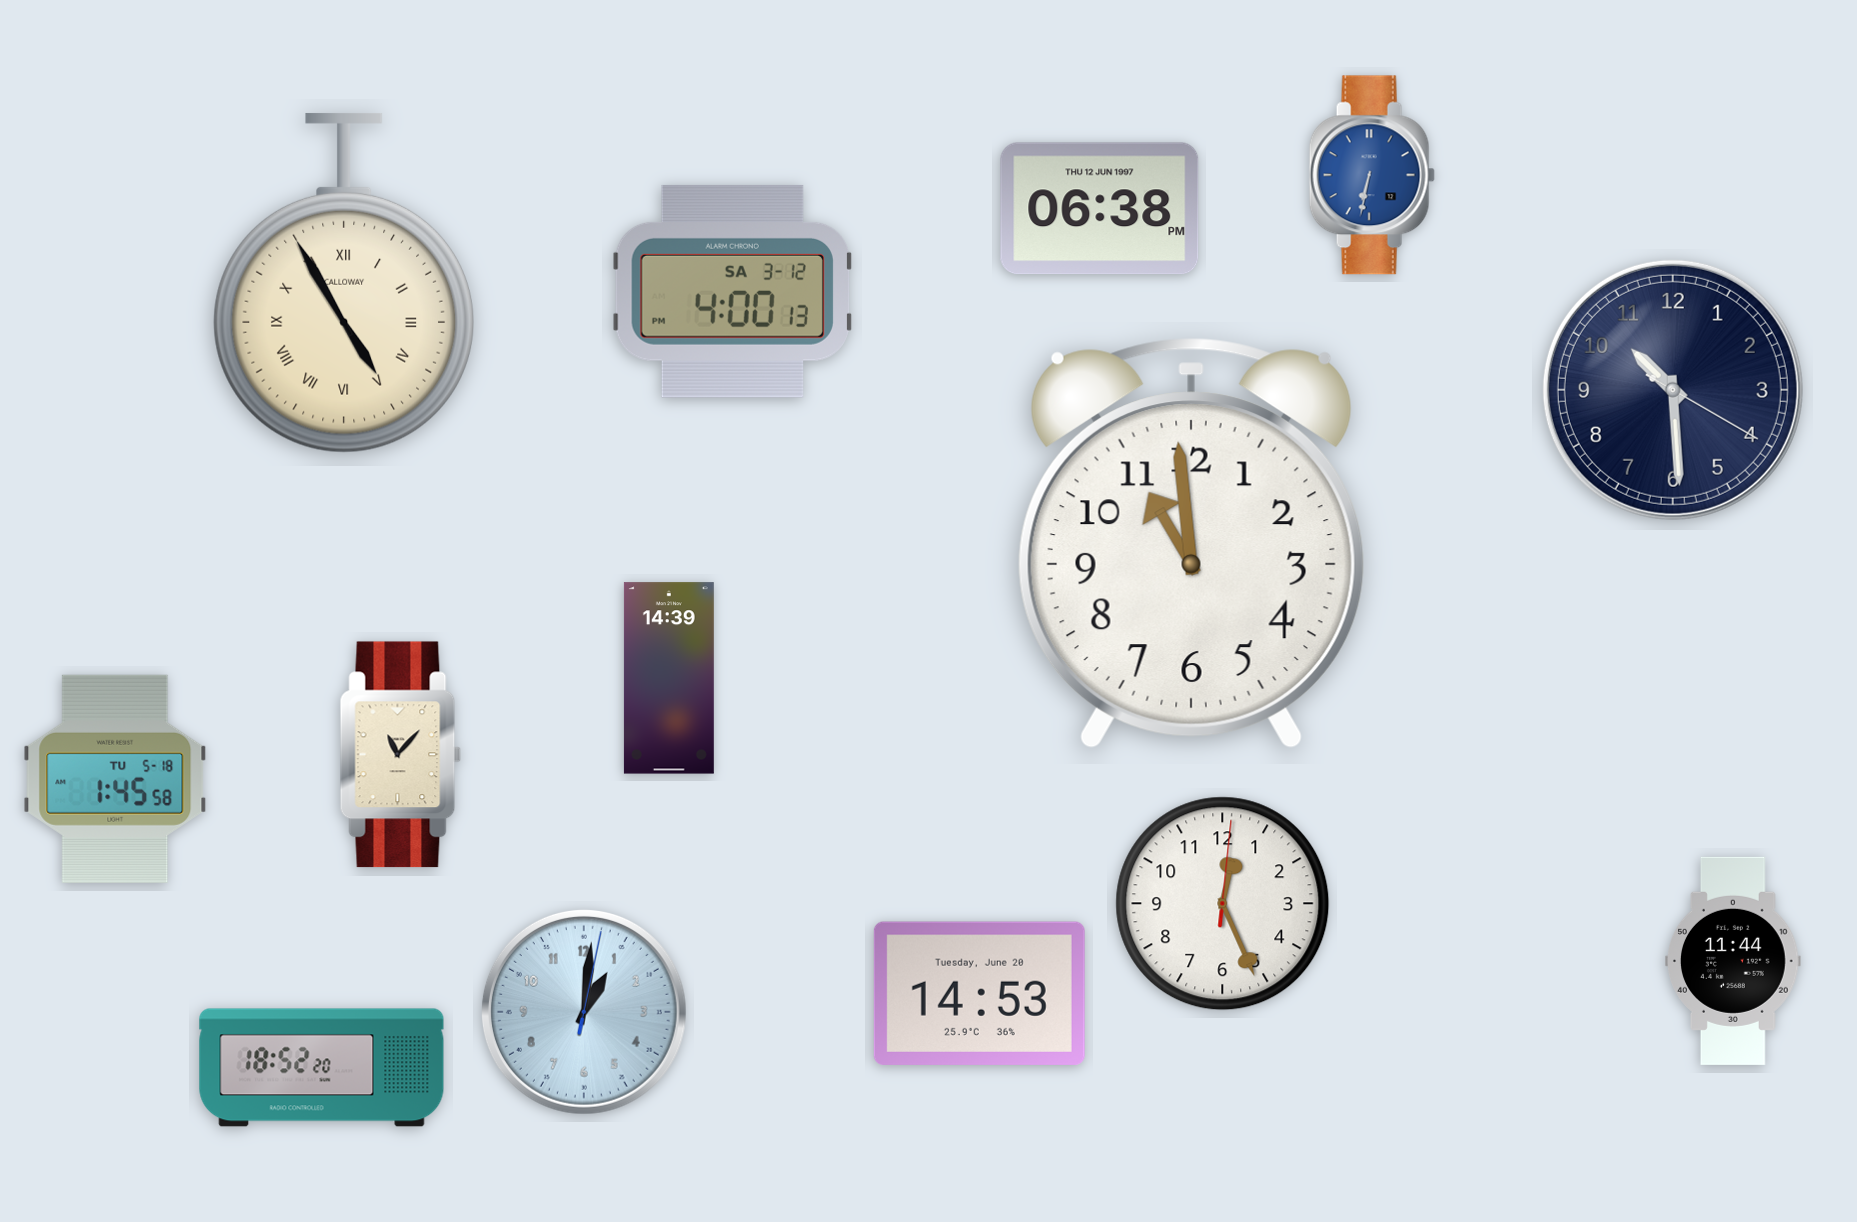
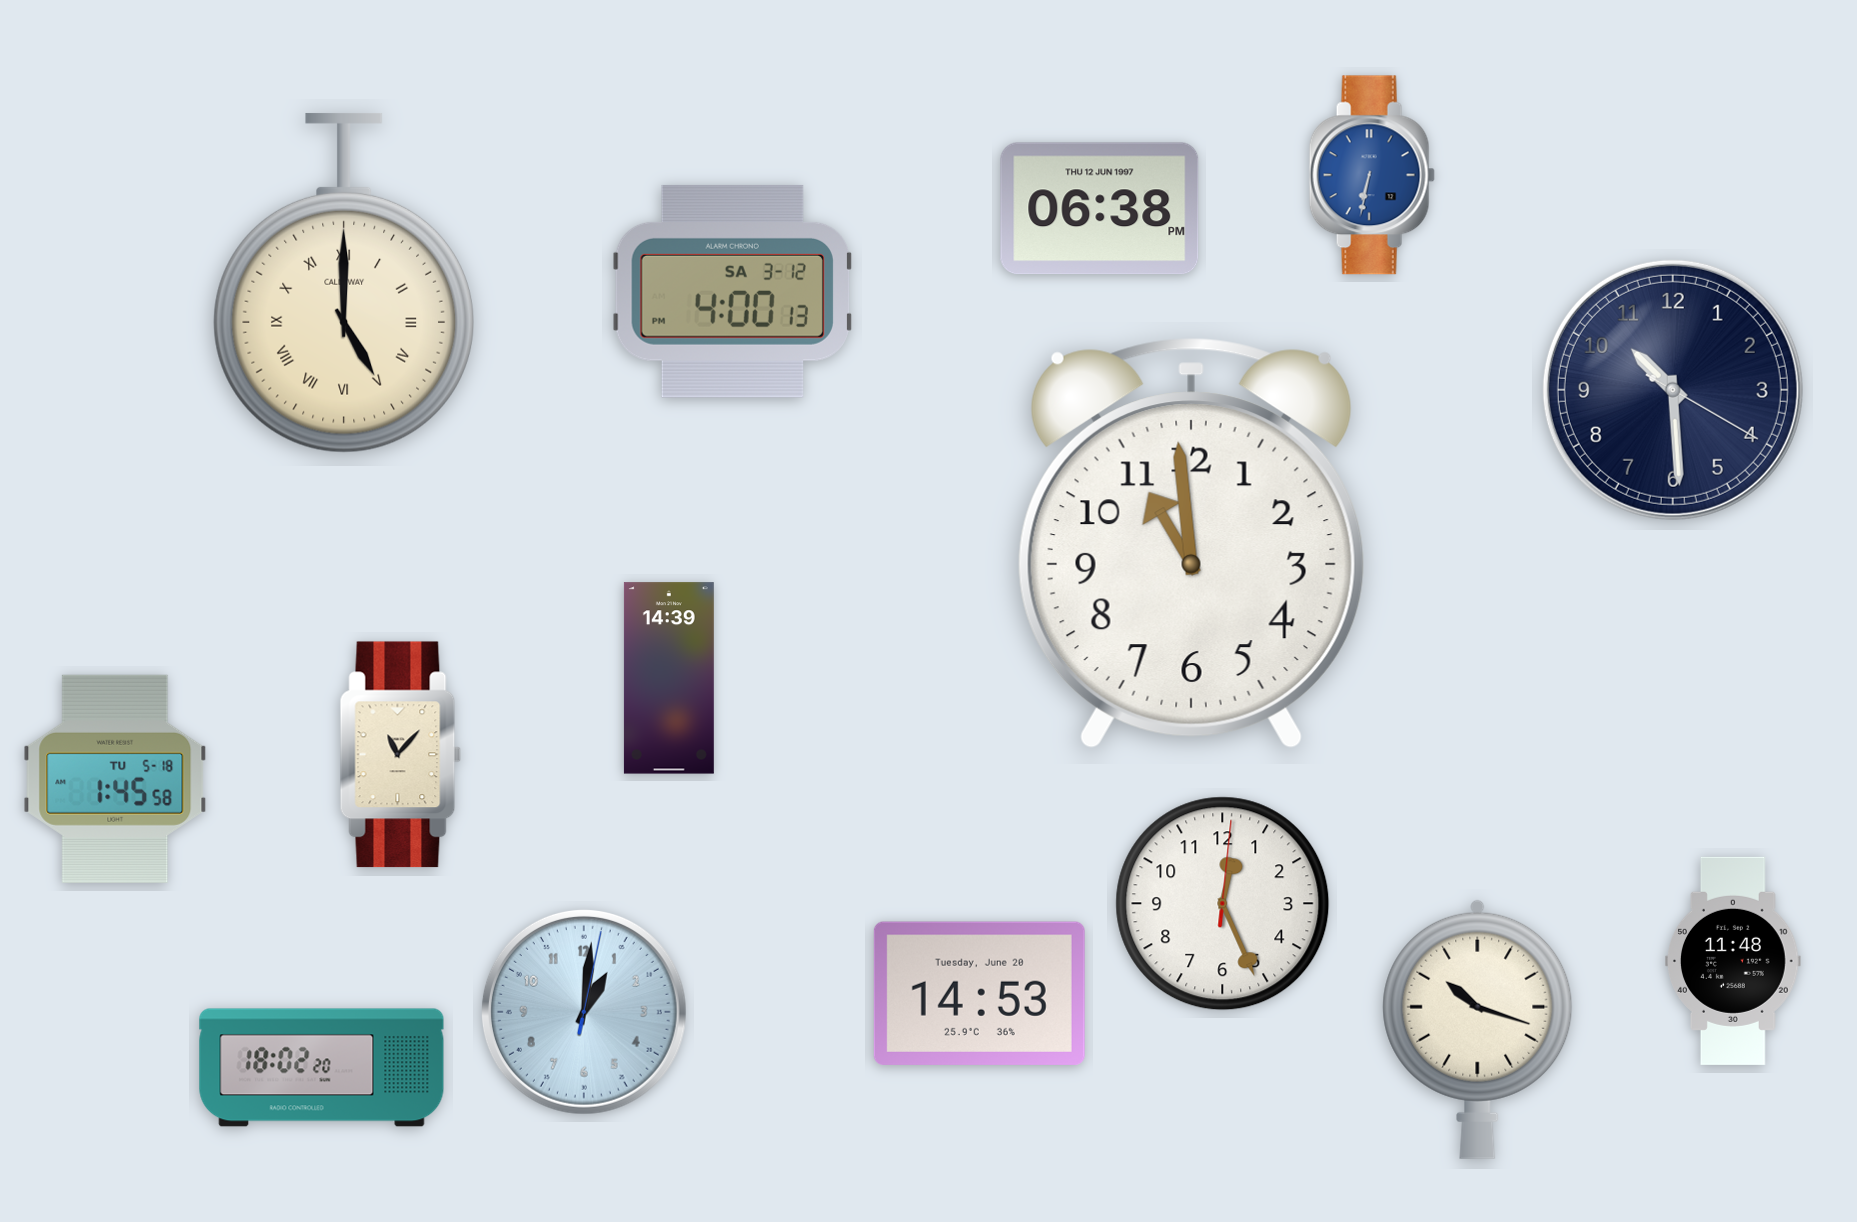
clock at (344, 283): 4:55 -> 5:00
clock at (1733, 961): 11:44 -> 11:48
clock at (1478, 1029): none -> 10:18
clock at (322, 1068): 18:52 -> 18:02
